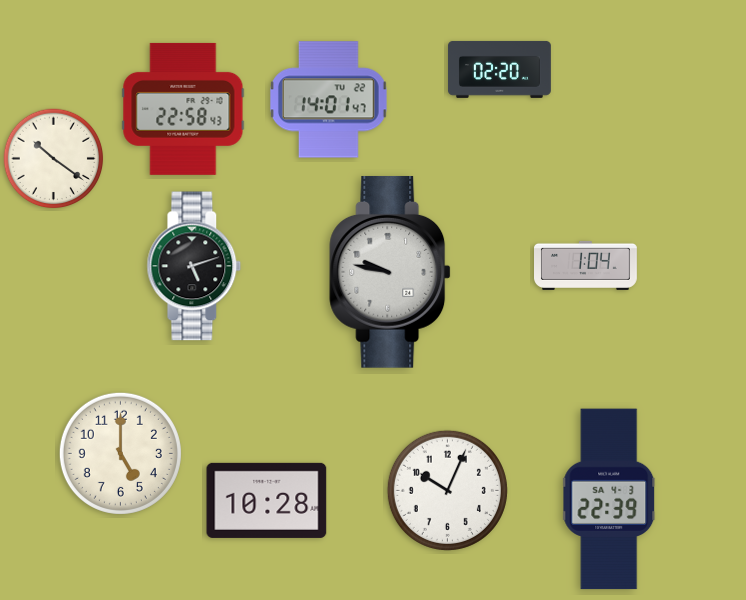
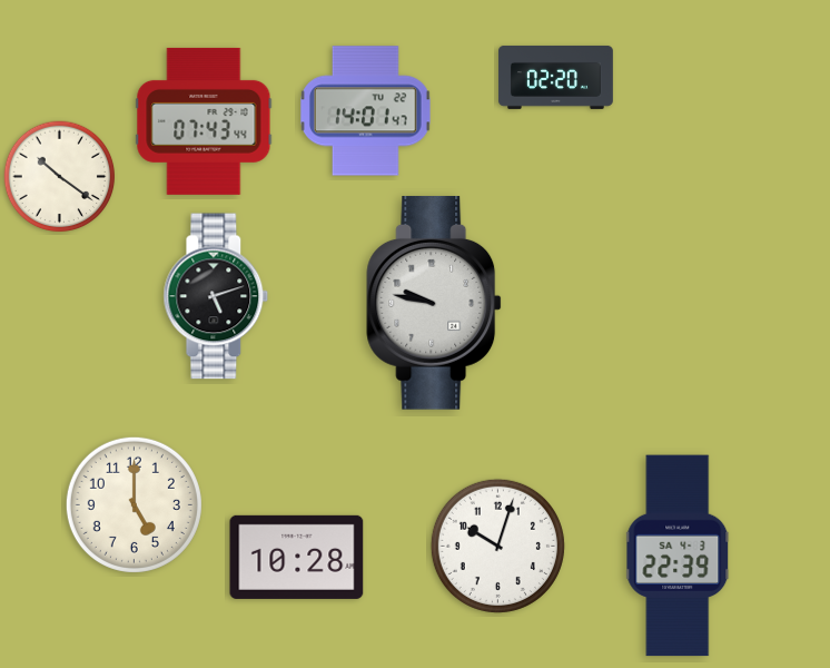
clock at (183, 109): 22:58 -> 07:43
clock at (586, 265): 1:04 -> none
clock at (447, 490): 10:04 -> 10:03
